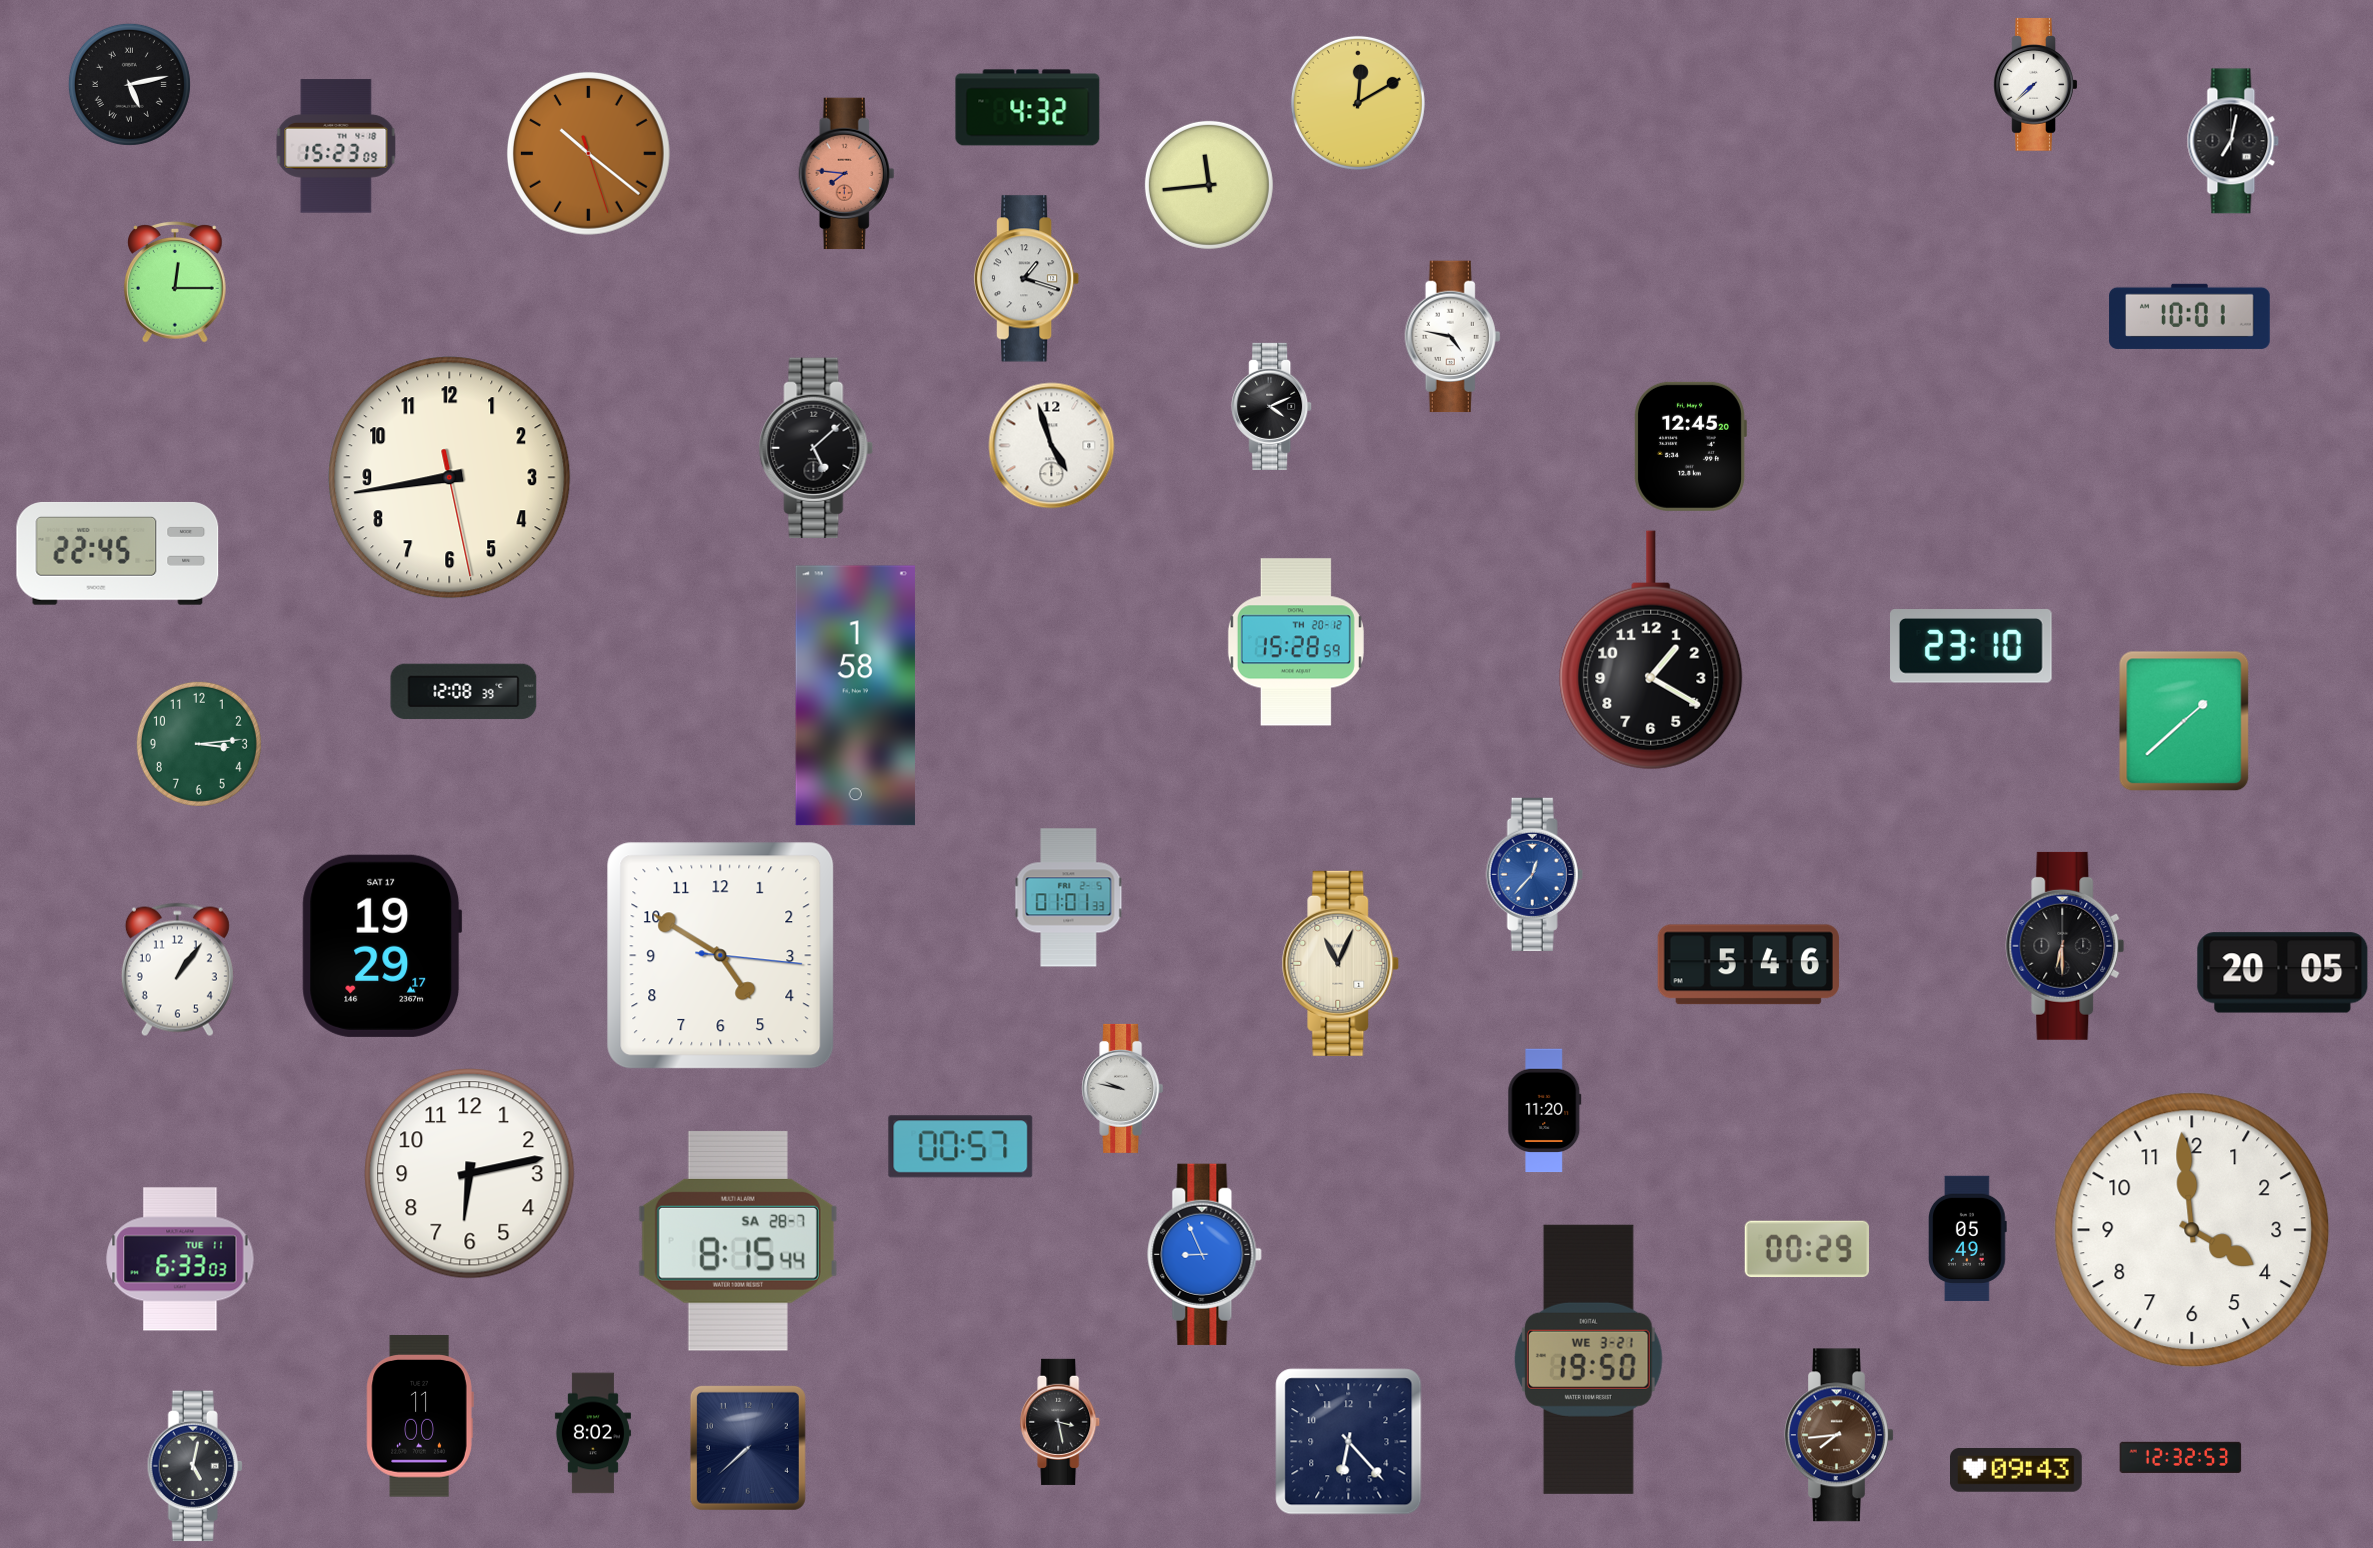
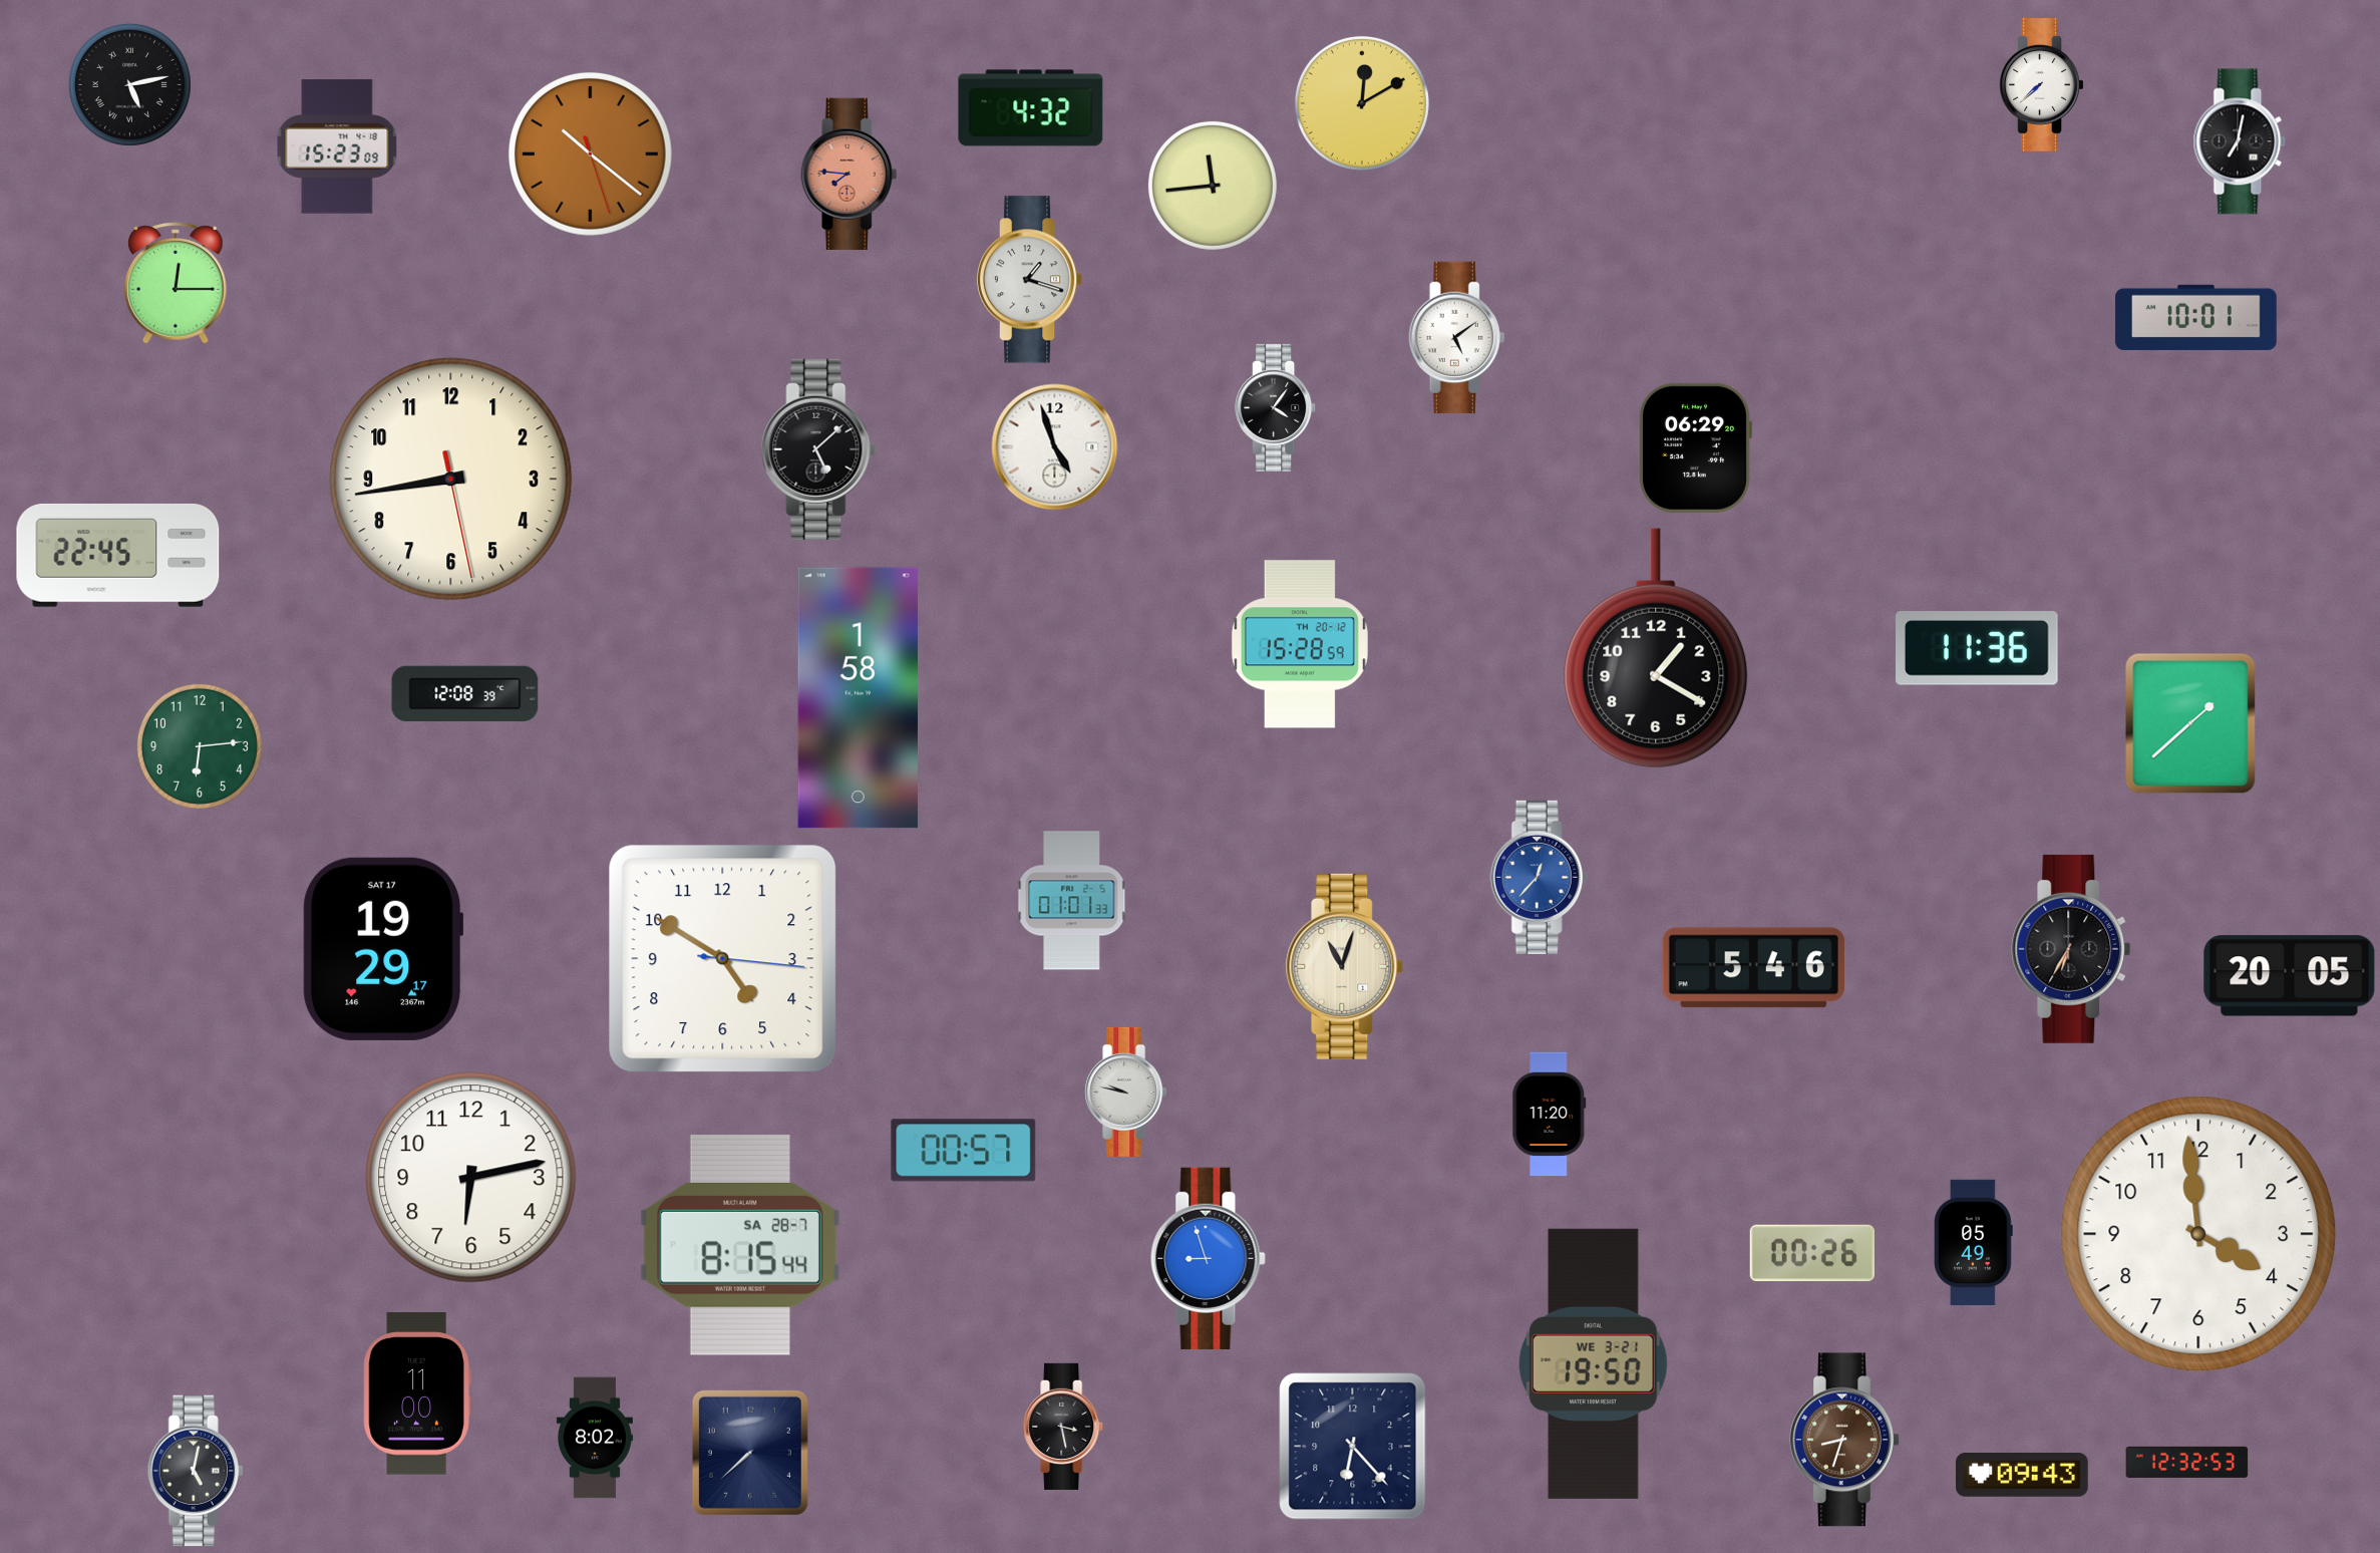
clock at (1453, 337): 4:47 -> 5:09
clock at (1272, 406): 4:11 -> 4:06
clock at (1691, 446): 12:45 -> 06:29
clock at (1972, 646): 23:10 -> 11:36
clock at (1651, 650) position: (1651, 650) -> (1656, 648)
clock at (199, 744): 3:14 -> 6:14
clock at (2065, 946): 6:30 -> 6:35
clock at (1341, 963): 11:04 -> 11:03
clock at (177, 970): 1:06 -> none
clock at (1806, 1249): 00:29 -> 00:26
clock at (1205, 1254): 8:56 -> 8:57
clock at (180, 1259): 6:33 -> none
clock at (420, 1416) position: (420, 1416) -> (417, 1393)
clock at (1840, 1435): 7:44 -> 8:33
